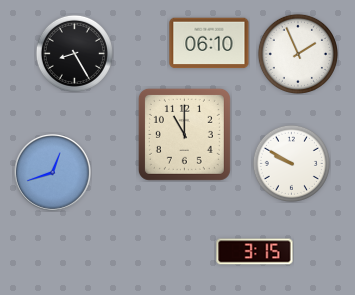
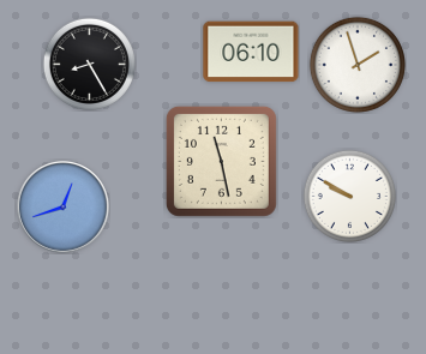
clock at (298, 54): 1:56 -> 1:57
clock at (184, 134): 11:00 -> 11:28
clock at (255, 252): 3:15 -> none
